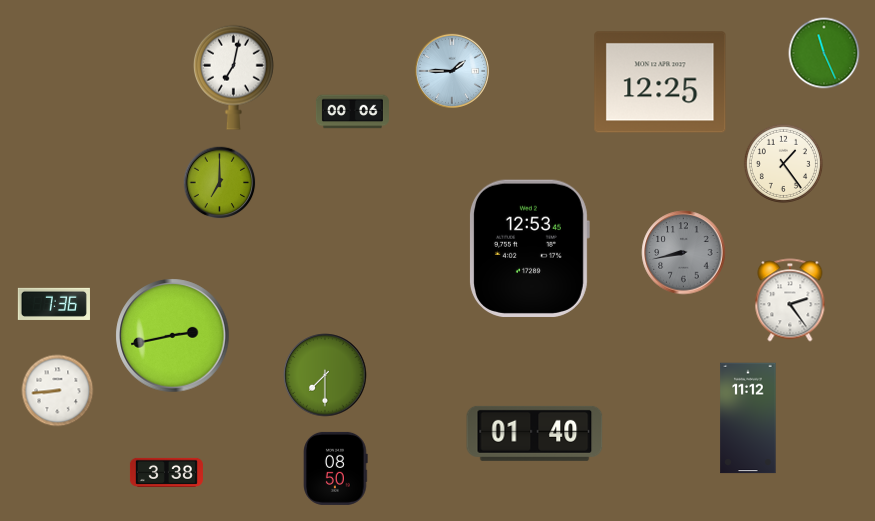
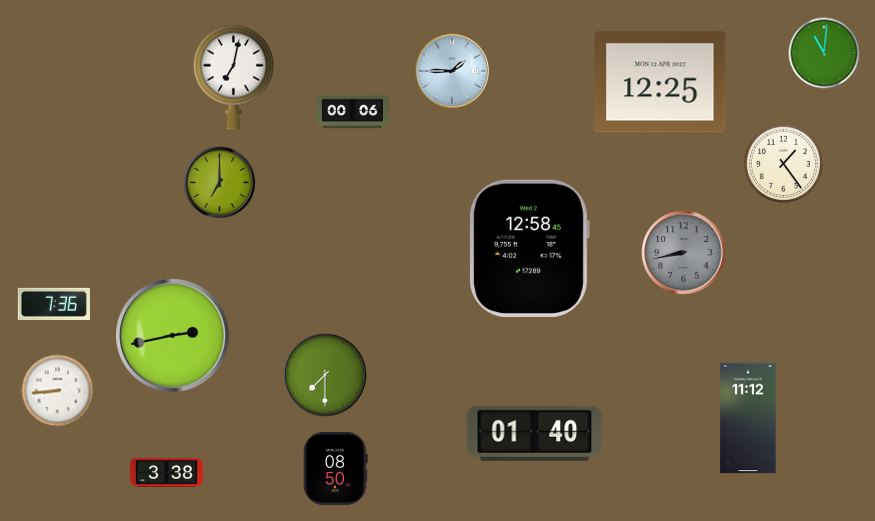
clock at (824, 53): 11:26 -> 11:01
clock at (529, 248): 12:53 -> 12:58
clock at (790, 300): 2:24 -> none
